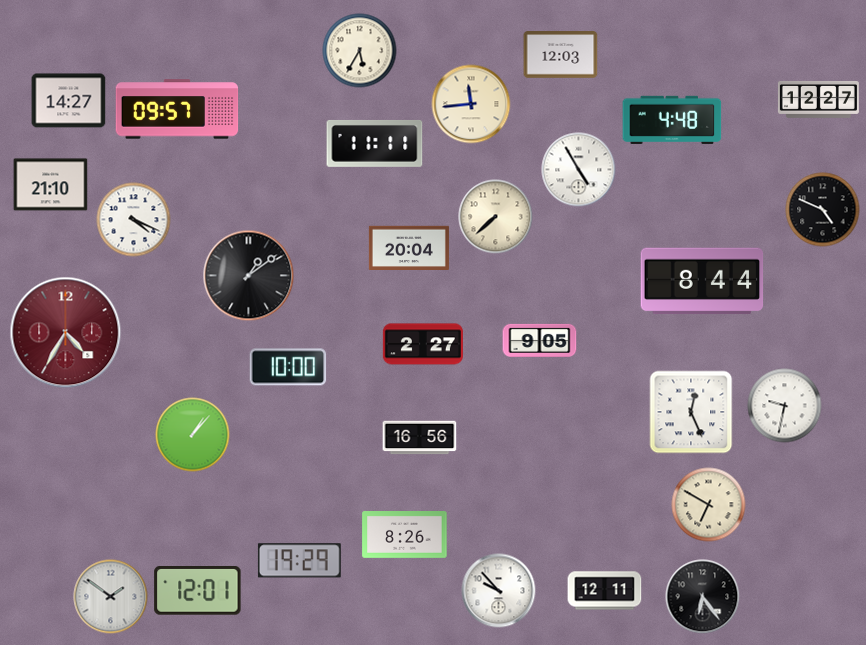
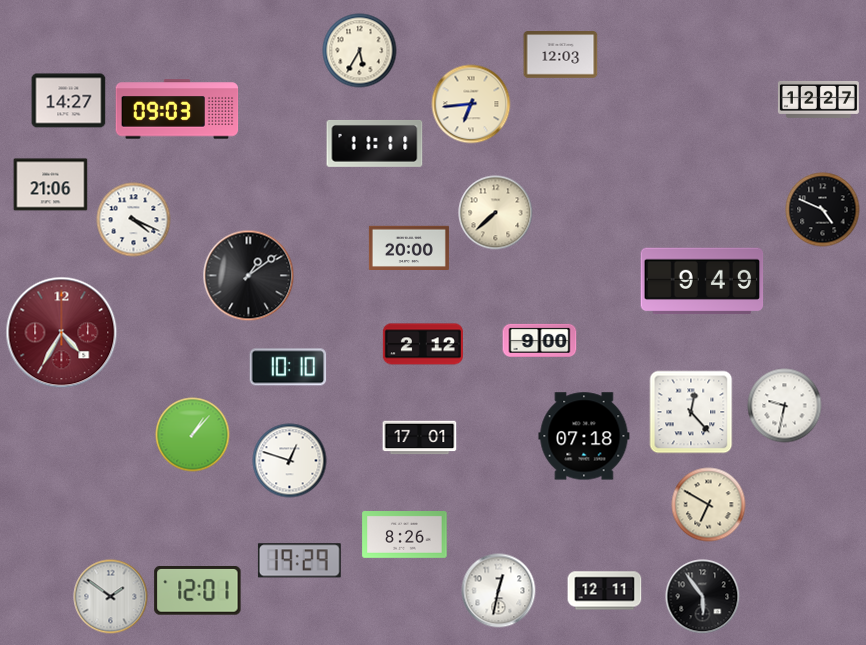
clock at (471, 104): 11:44 -> 6:44
clock at (177, 109): 09:57 -> 09:03
clock at (672, 120): 4:48 -> none
clock at (579, 170): 4:55 -> none
clock at (51, 185): 21:10 -> 21:06
clock at (496, 217) position: (496, 217) -> (496, 213)
clock at (409, 248): 20:04 -> 20:00
clock at (702, 281): 8:44 -> 9:49
clock at (66, 333) position: (66, 333) -> (62, 333)
clock at (540, 340): 9:05 -> 9:00
clock at (423, 344): 2:27 -> 2:12
clock at (288, 367): 10:00 -> 10:10
clock at (691, 412): 12:26 -> 12:23
clock at (584, 436): none -> 07:18
clock at (420, 438): 16:56 -> 17:01
clock at (290, 461): none -> 12:48
clock at (499, 591): 9:53 -> 12:32
clock at (703, 597): 6:24 -> 5:54
